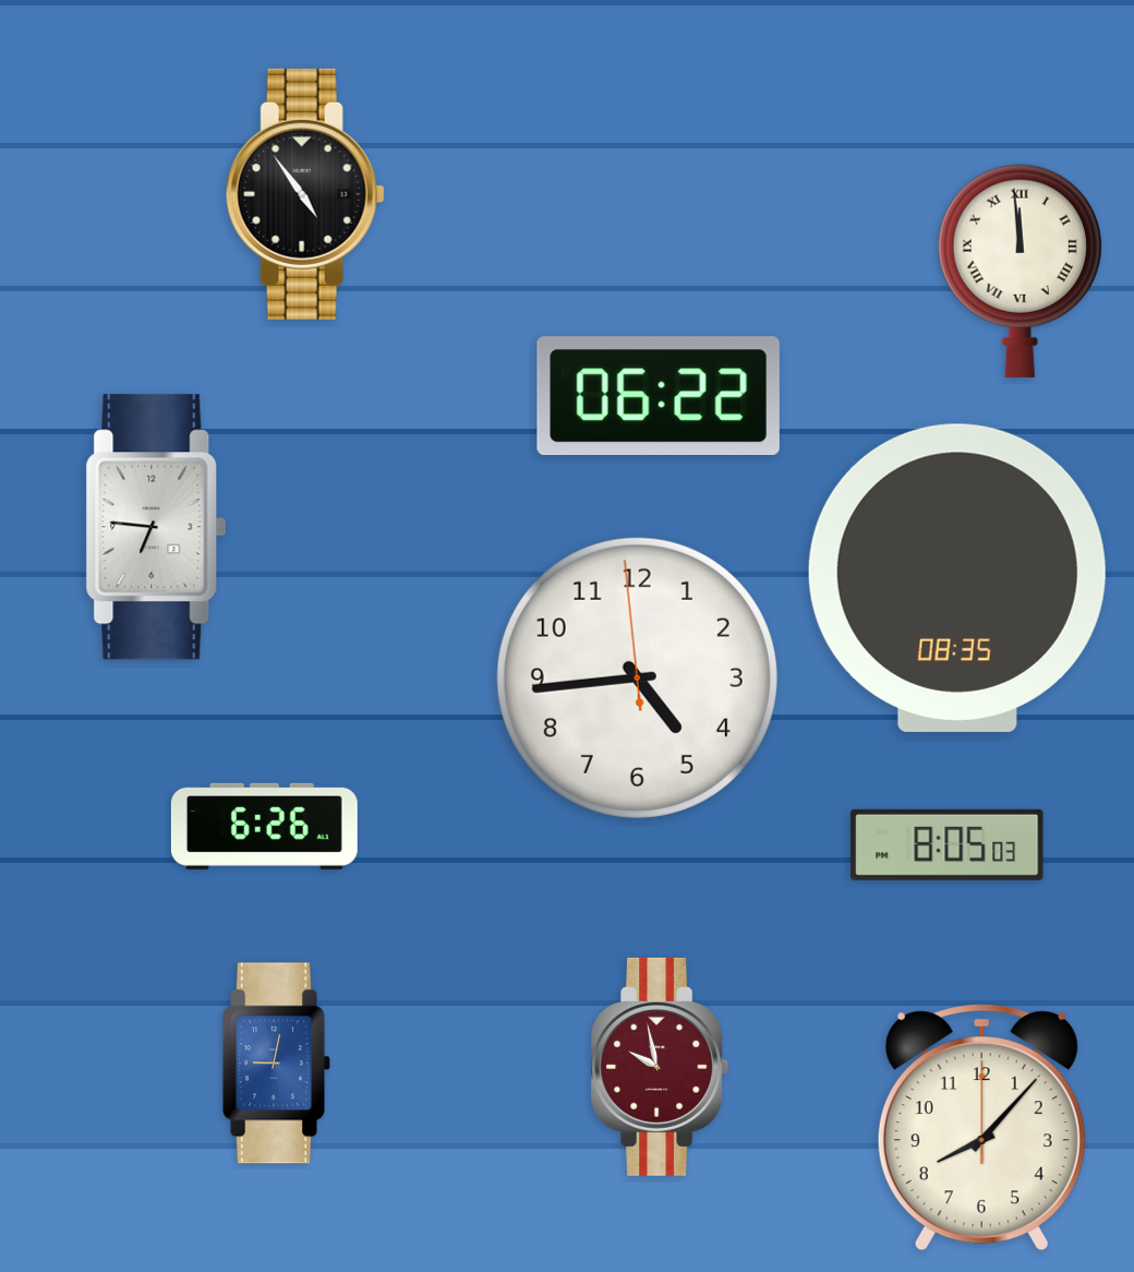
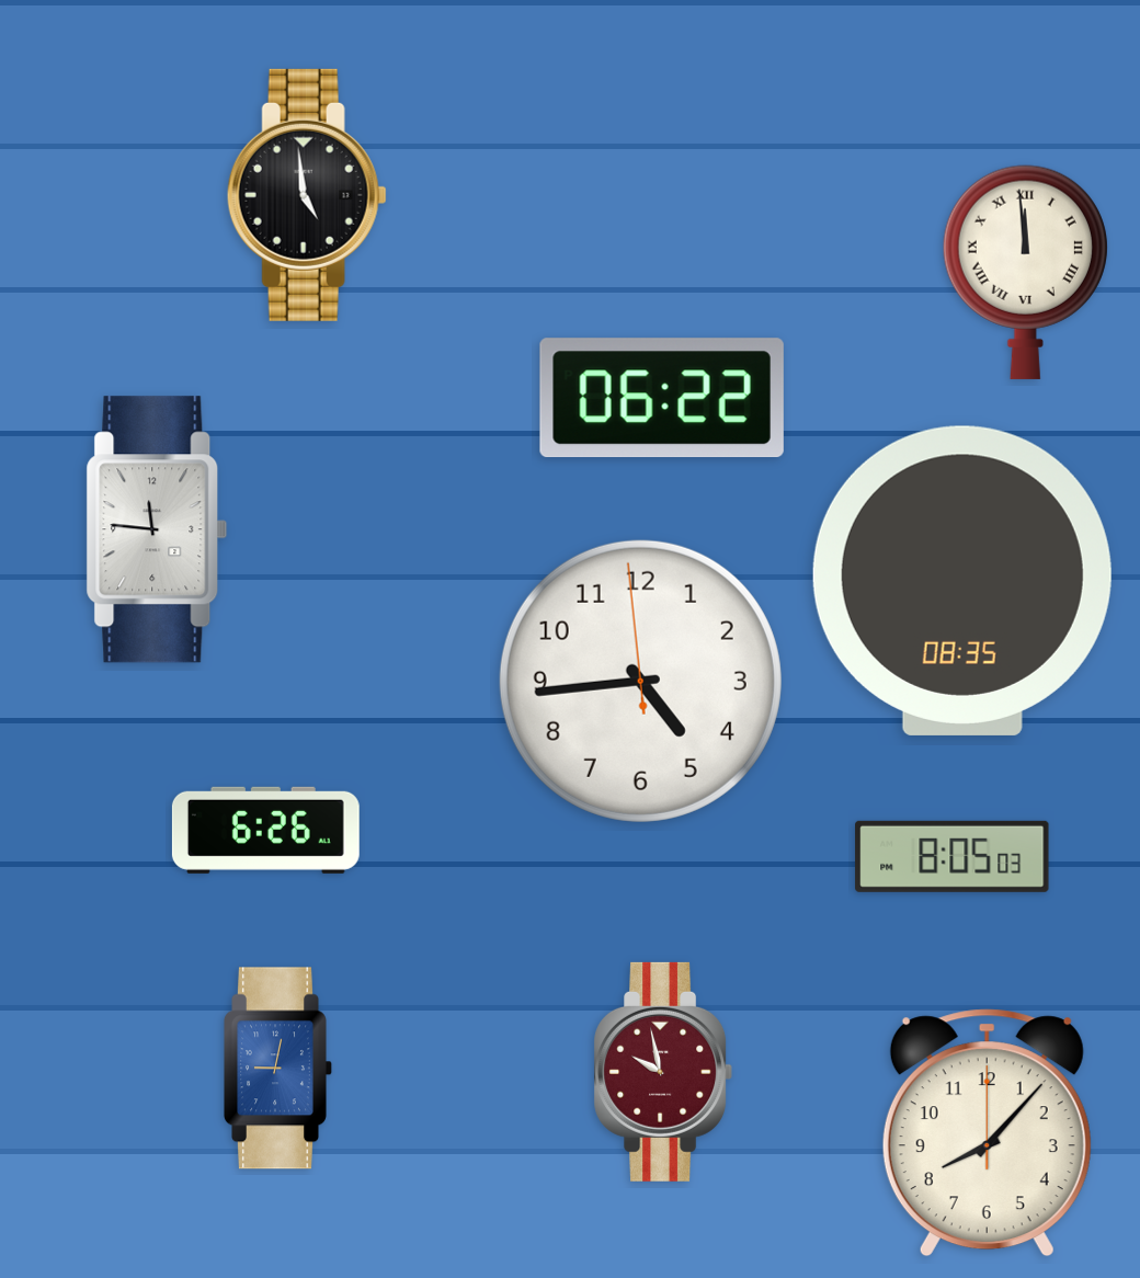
clock at (305, 194): 4:54 -> 4:59
clock at (156, 527): 6:46 -> 11:46
clock at (948, 844) position: (948, 844) -> (953, 856)
